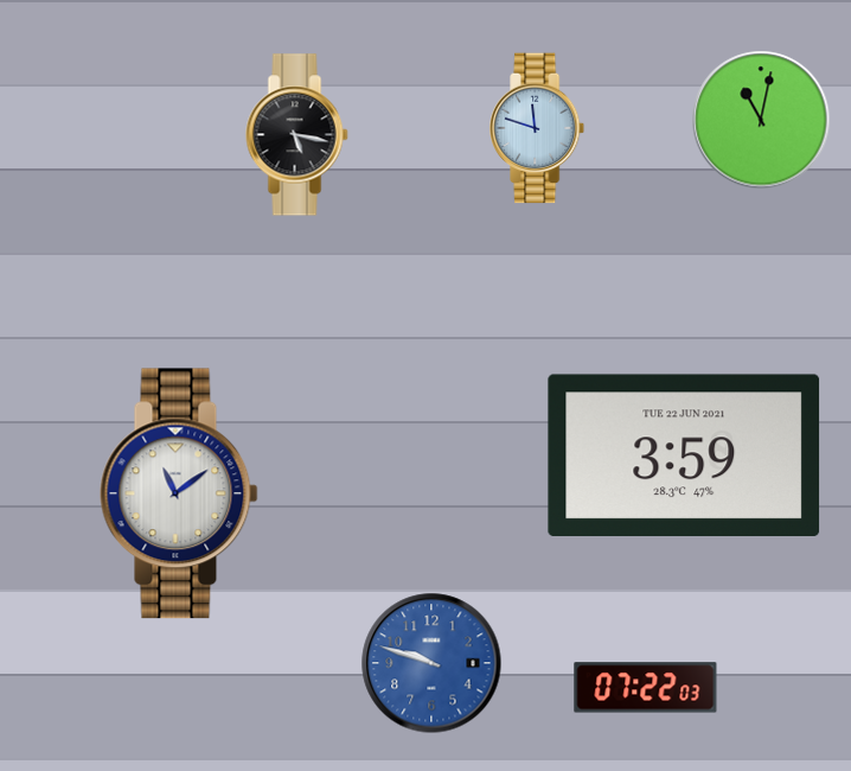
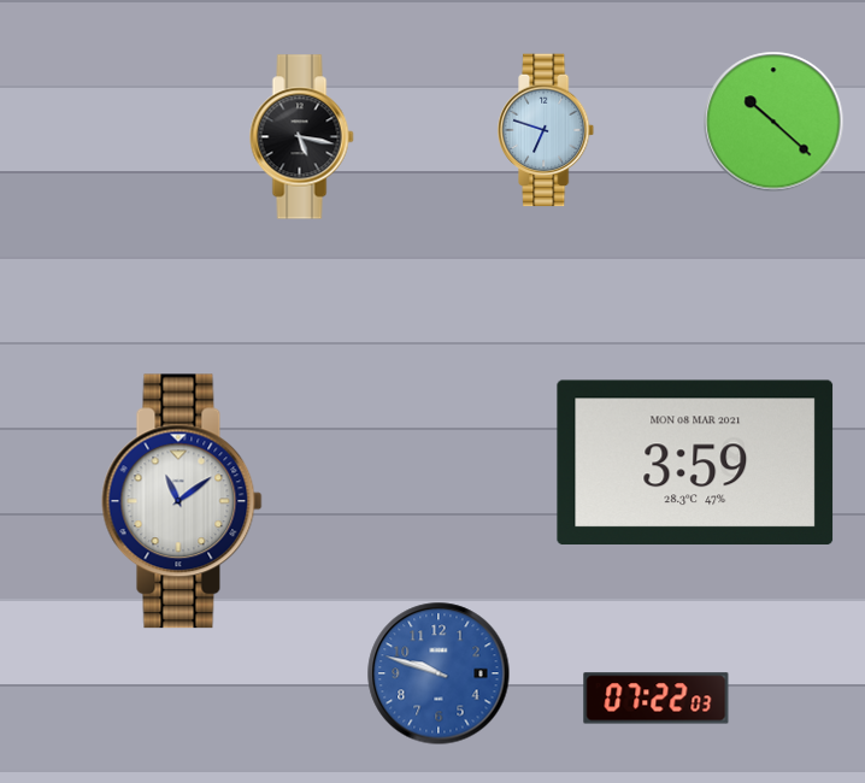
clock at (761, 120): 11:02 -> 10:22
clock at (538, 128): 11:48 -> 6:48
clock at (684, 454) date: TUE 22 JUN 2021 -> MON 08 MAR 2021
